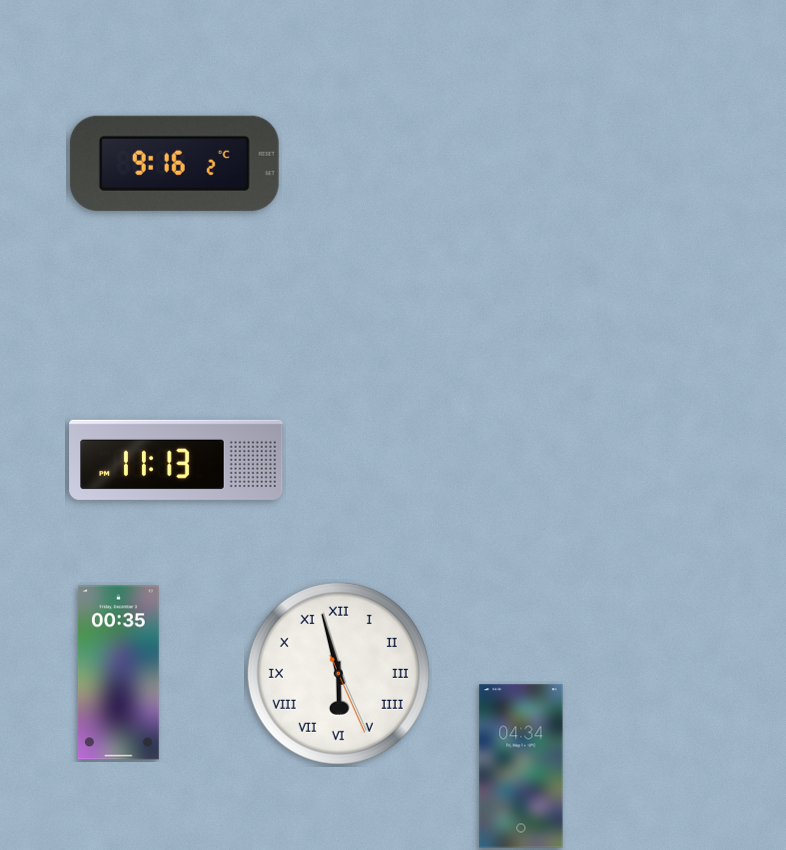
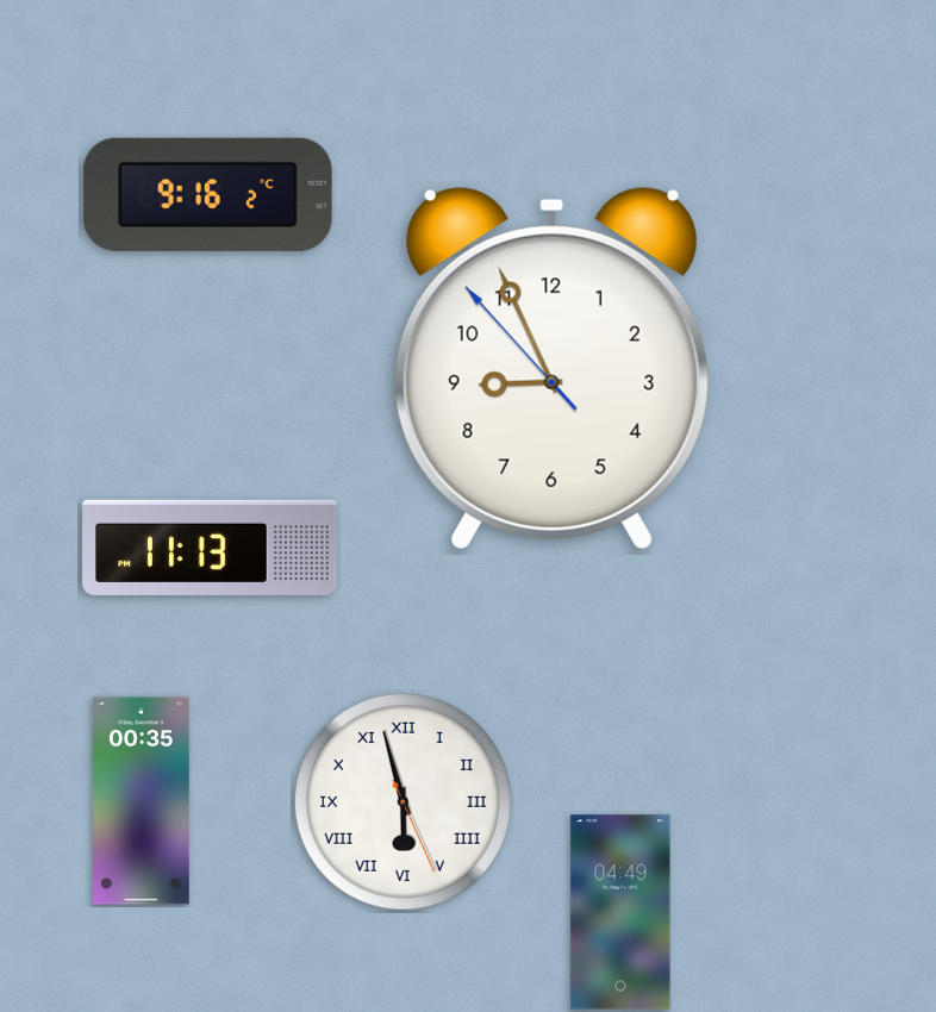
clock at (551, 368): none -> 8:55
clock at (521, 766): 04:34 -> 04:49
